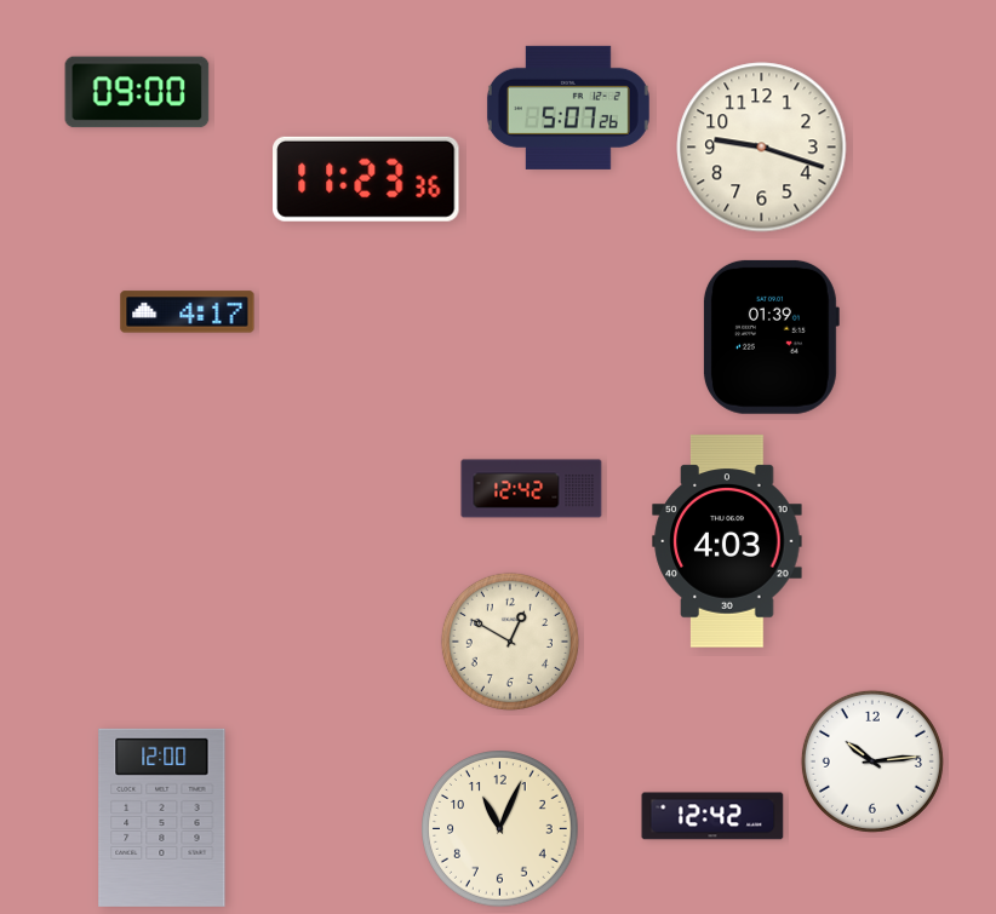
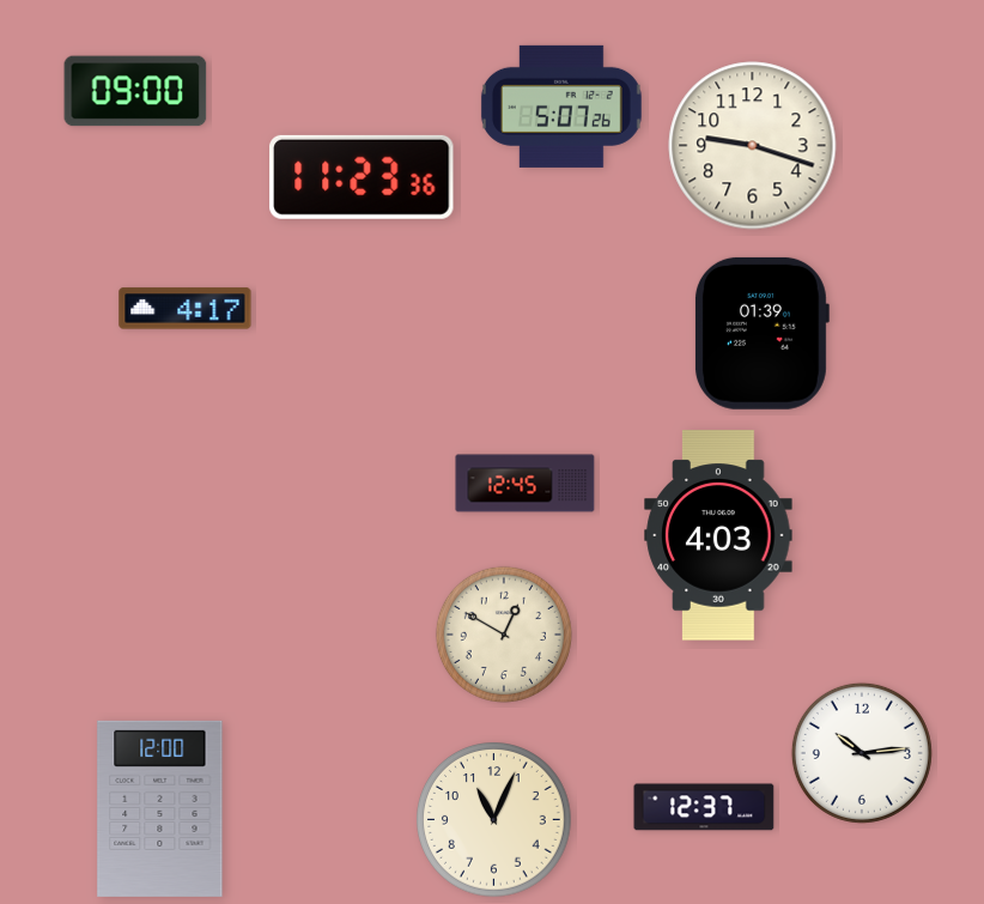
clock at (532, 489): 12:42 -> 12:45
clock at (712, 816): 12:42 -> 12:37
